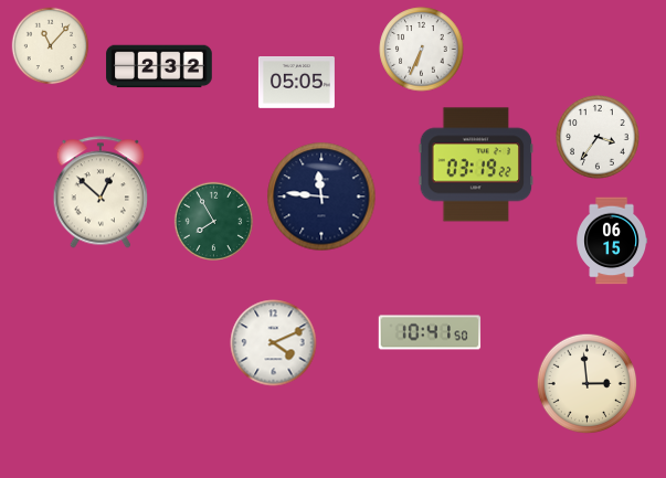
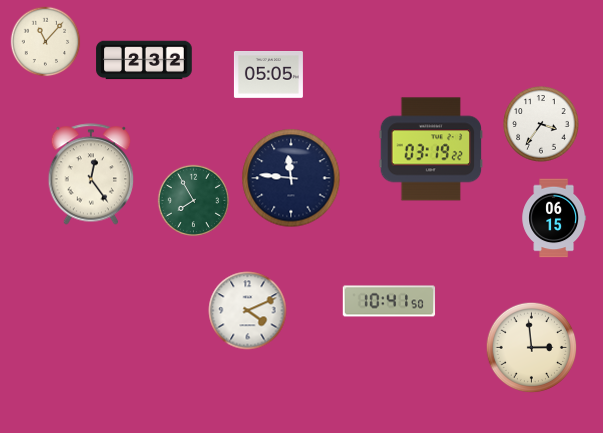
clock at (422, 50): 6:34 -> none
clock at (101, 192): 12:52 -> 12:24
